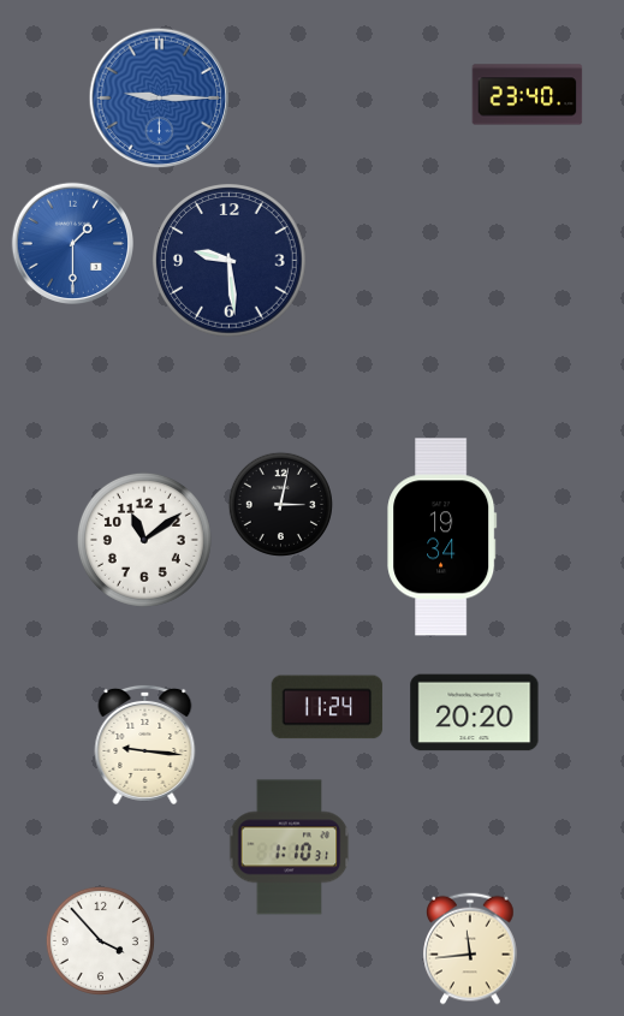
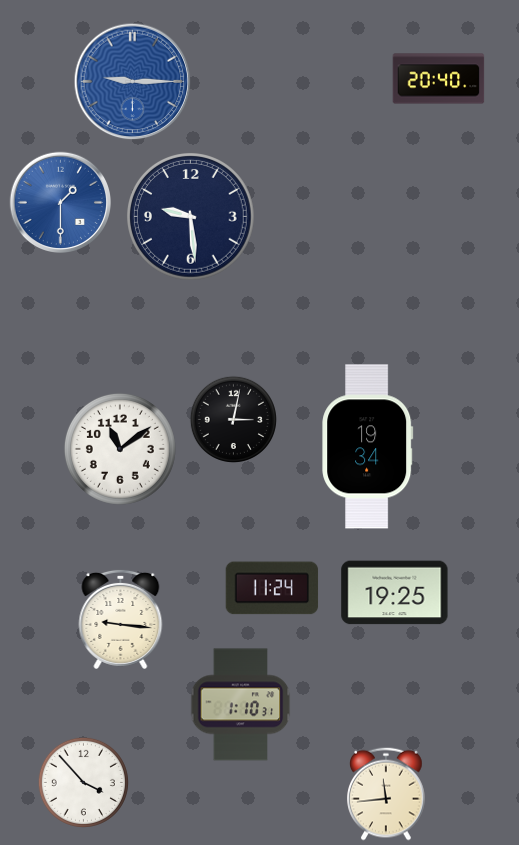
clock at (528, 95): 23:40 -> 20:40
clock at (475, 713): 20:20 -> 19:25
clock at (470, 949) position: (470, 949) -> (386, 794)
